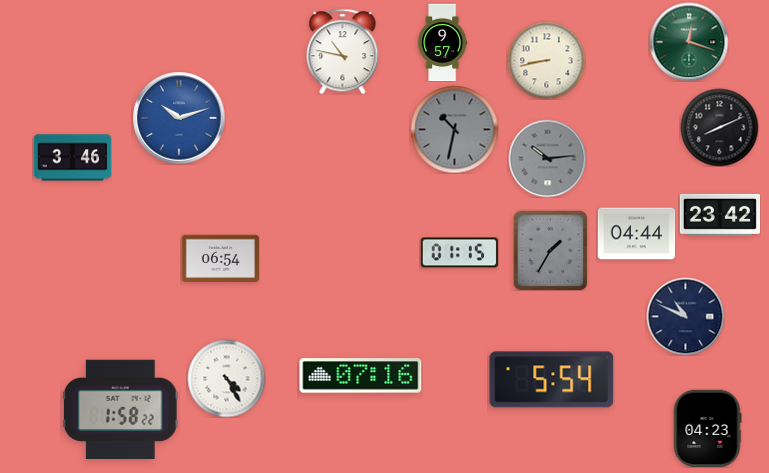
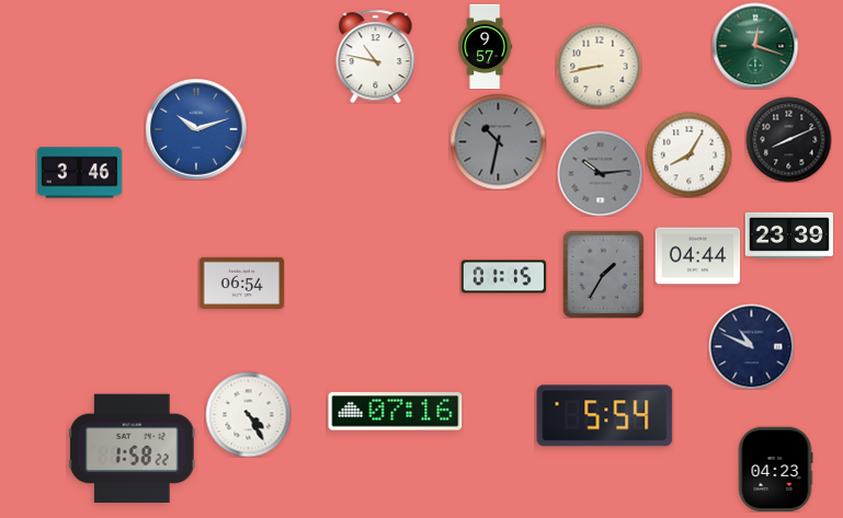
clock at (688, 154): none -> 8:05
clock at (719, 215): 23:42 -> 23:39
